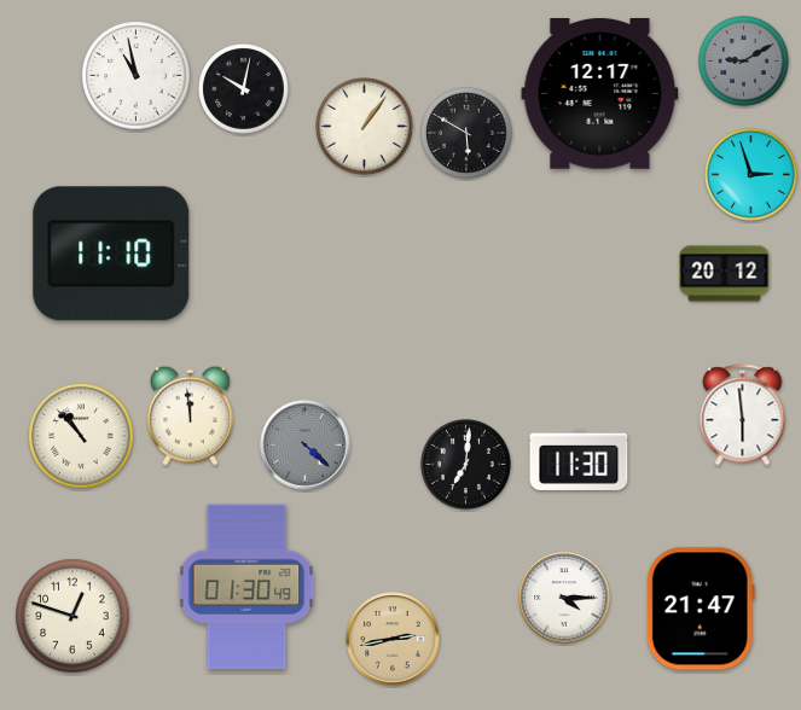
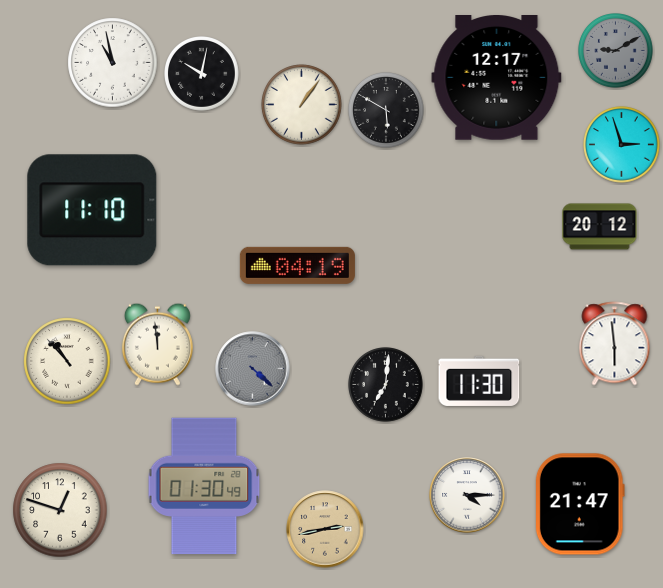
clock at (297, 265): none -> 04:19
